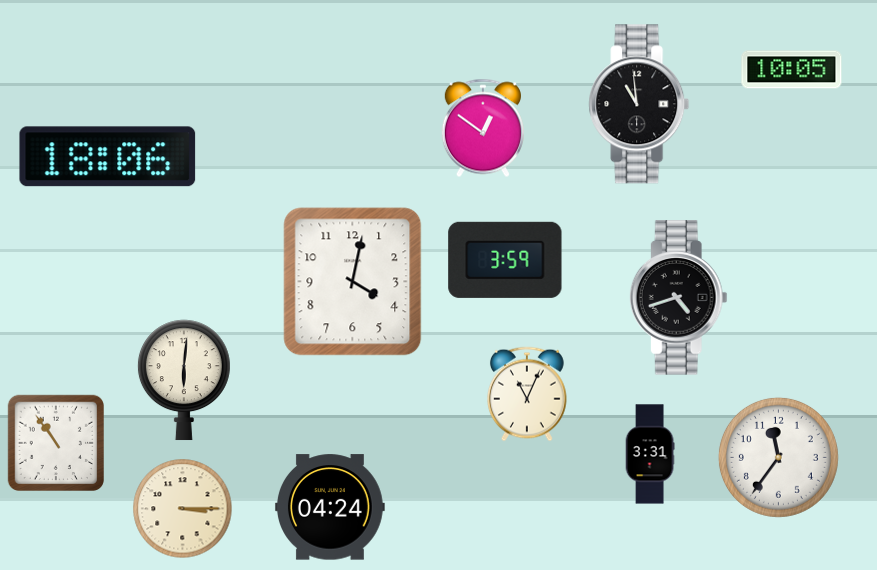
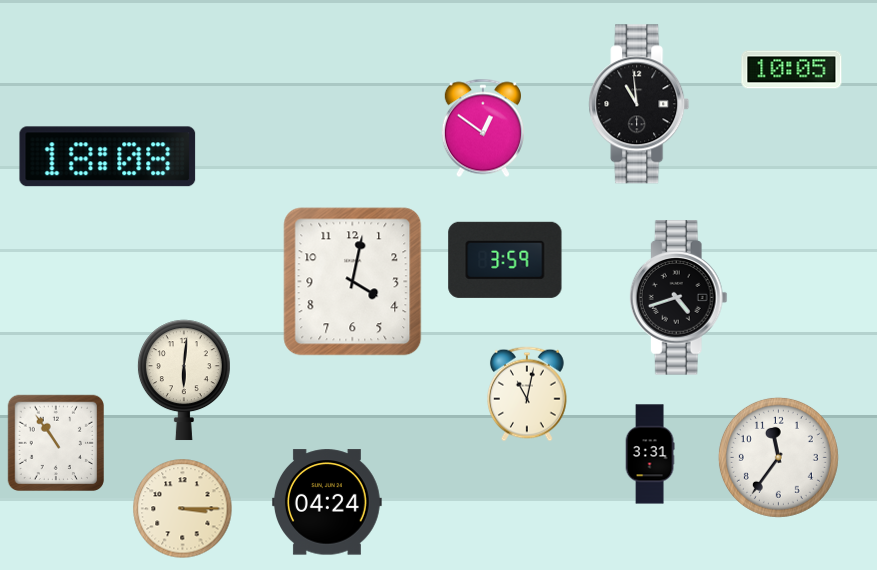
clock at (108, 157): 18:06 -> 18:08
clock at (528, 394): 11:04 -> 11:02
clock at (330, 507) position: (330, 507) -> (327, 502)
